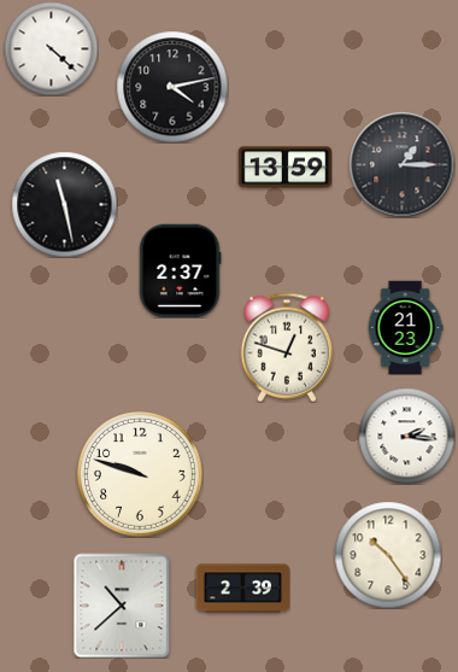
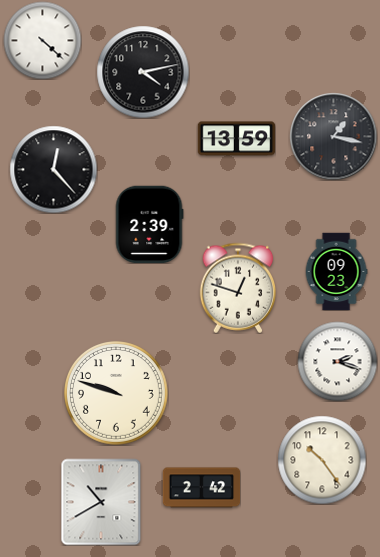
clock at (401, 164): 1:15 -> 1:17
clock at (64, 204): 11:28 -> 12:23
clock at (180, 270): 2:37 -> 2:39
clock at (405, 327): 21:23 -> 09:23
clock at (406, 436): 2:16 -> 2:18
clock at (242, 589): 2:39 -> 2:42
clock at (122, 606): 10:38 -> 10:40
